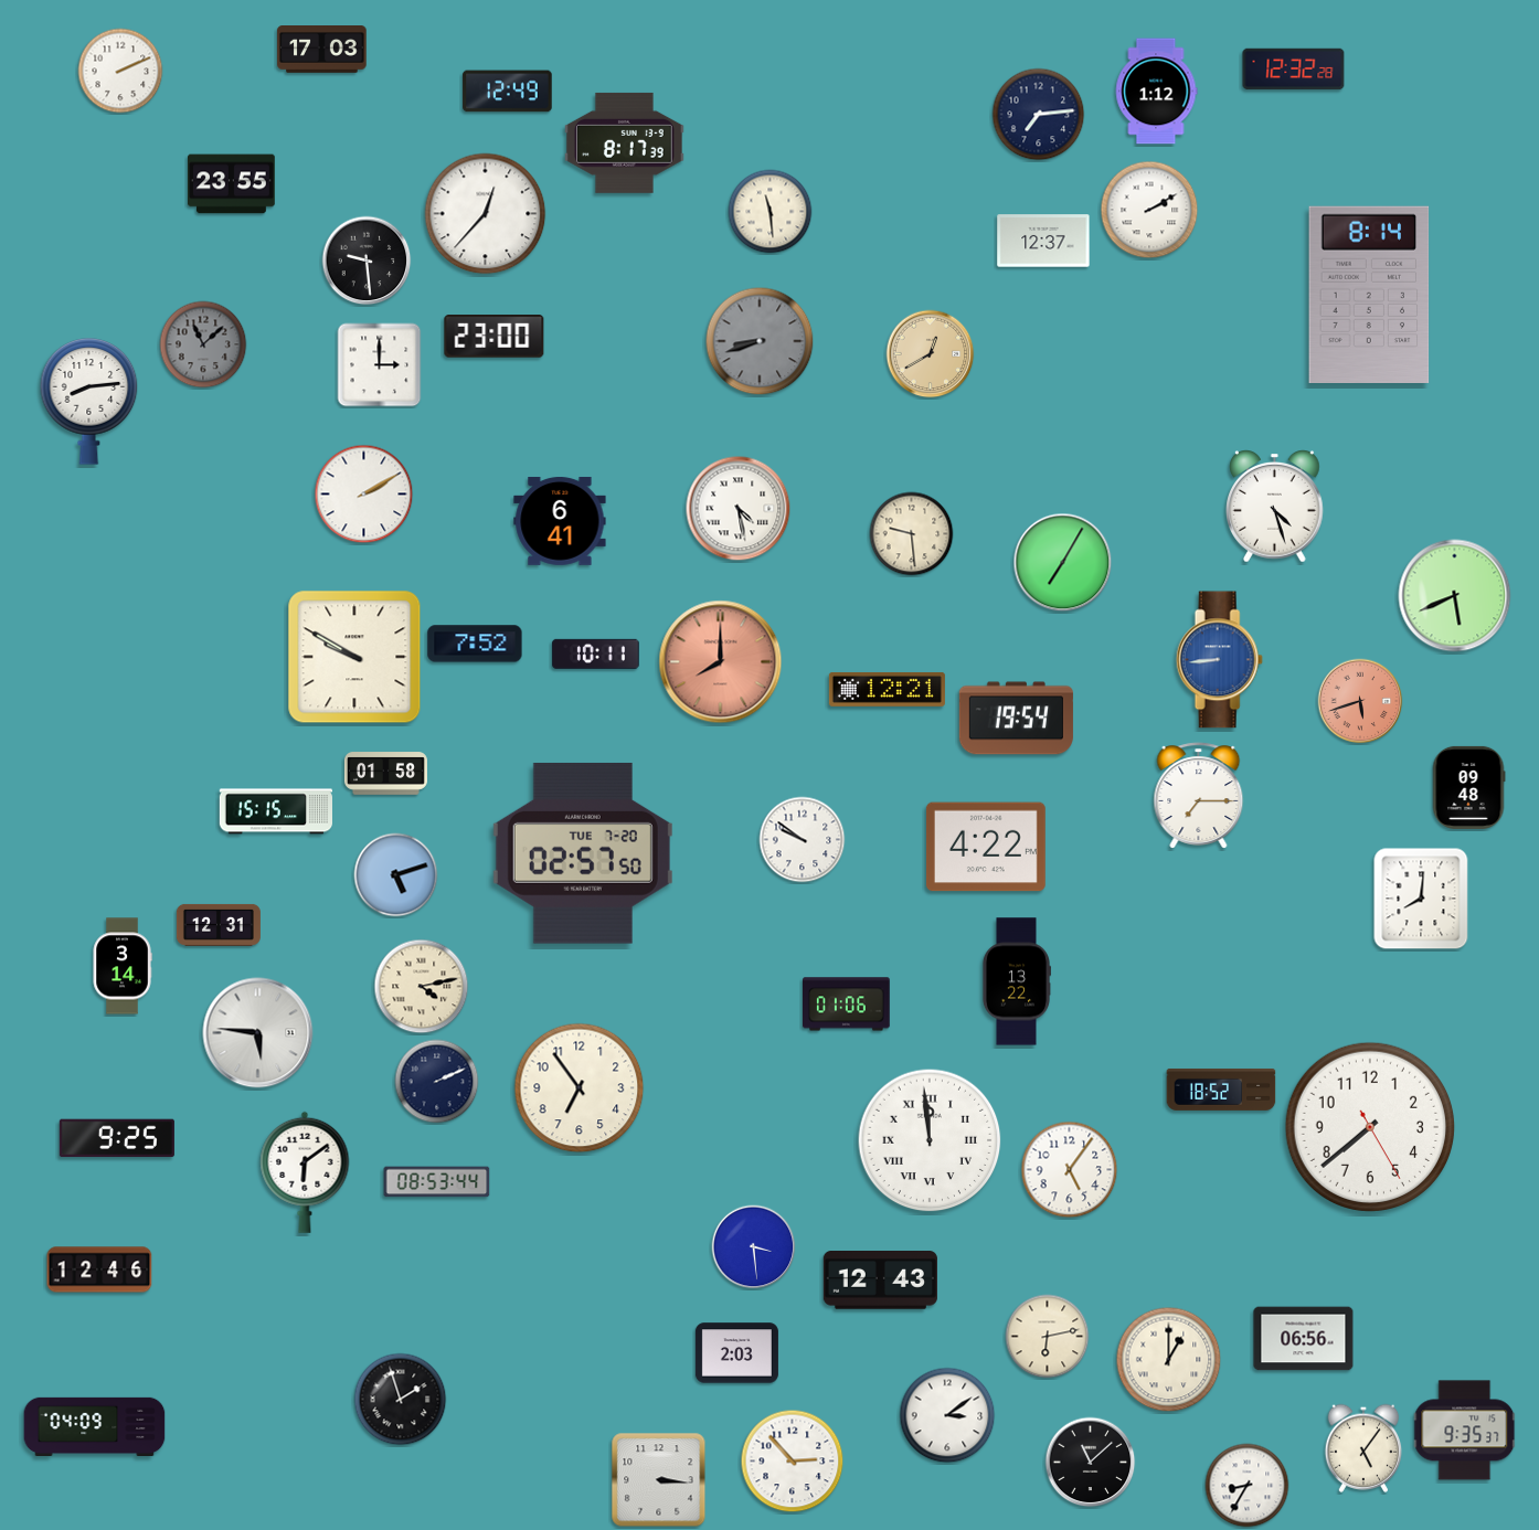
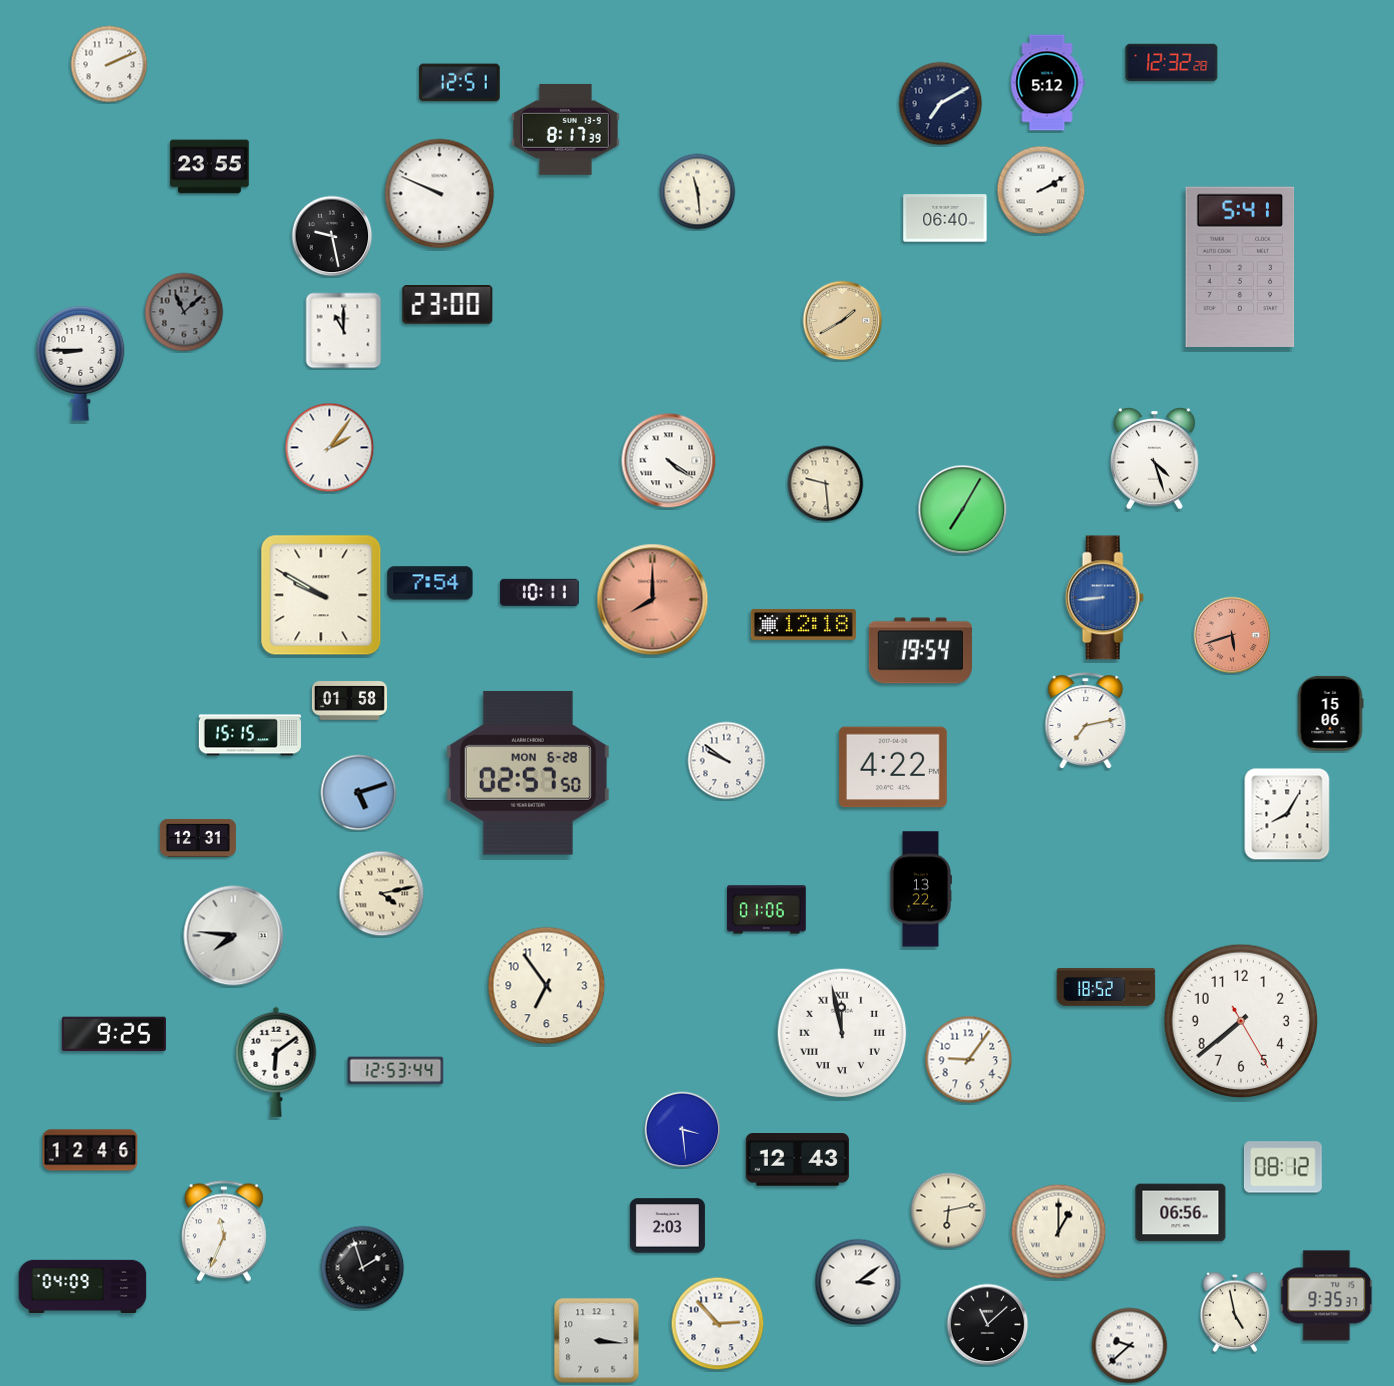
clock at (322, 50): 17:03 -> none
clock at (508, 92): 12:49 -> 12:51
clock at (1156, 92): 1:12 -> 5:12
clock at (1039, 115): 7:14 -> 7:10
clock at (486, 214): 12:37 -> 9:49
clock at (1043, 241): 12:37 -> 06:40
clock at (367, 261): 9:29 -> 9:28
clock at (1369, 294): 8:14 -> 5:41
clock at (760, 341): 8:42 -> none
clock at (931, 354): 12:40 -> 1:40
clock at (380, 365): 3:00 -> 11:00
clock at (89, 402): 8:14 -> 8:45
clock at (364, 495): 2:10 -> 2:06
clock at (739, 509): 4:28 -> 4:21
clock at (560, 521): 6:41 -> none
clock at (1455, 596): 5:41 -> none
clock at (475, 644): 7:52 -> 7:54
clock at (887, 689): 12:21 -> 12:18
clock at (1468, 787): 09:48 -> 15:06
clock at (1199, 796): 7:15 -> 7:13
clock at (583, 853) date: TUE 7-20 -> MON 6-28
clock at (1421, 899): 8:01 -> 8:05
clock at (123, 966): 3:14 -> none
clock at (258, 1033): 5:46 -> 7:46
clock at (437, 1082): 2:11 -> none
clock at (580, 1088) position: (580, 1088) -> (547, 986)
clock at (117, 1138) position: (117, 1138) -> (114, 1034)
clock at (930, 1140): 11:59 -> 11:58
clock at (1070, 1170): 5:06 -> 9:06
clock at (437, 1182): 08:53 -> 12:53
clock at (1283, 1167): none -> 08:12
clock at (224, 1231): none -> 11:34
clock at (95, 1426) position: (95, 1426) -> (83, 1286)
clock at (1363, 1448): 5:06 -> 4:58
clock at (1248, 1486): 8:35 -> 9:38
